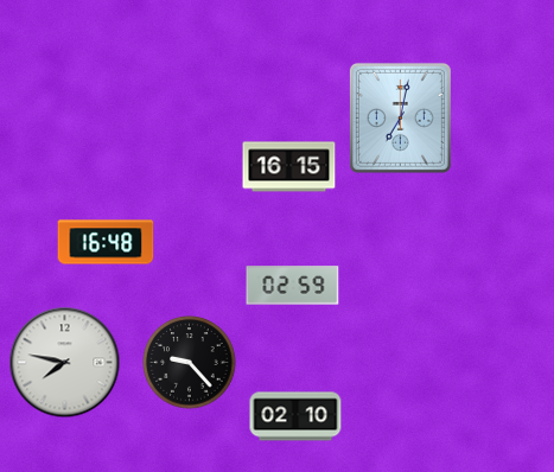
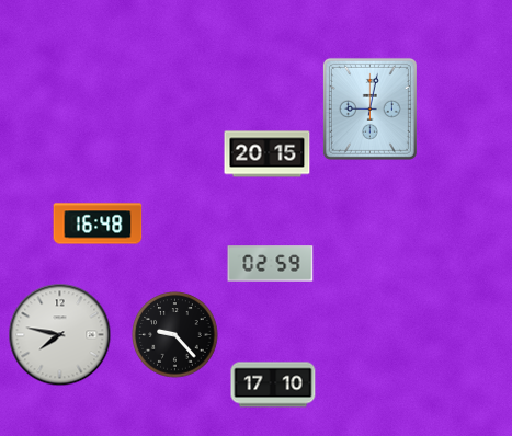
clock at (400, 117): 7:02 -> 9:02
clock at (289, 167): 16:15 -> 20:15
clock at (295, 416): 02:10 -> 17:10
